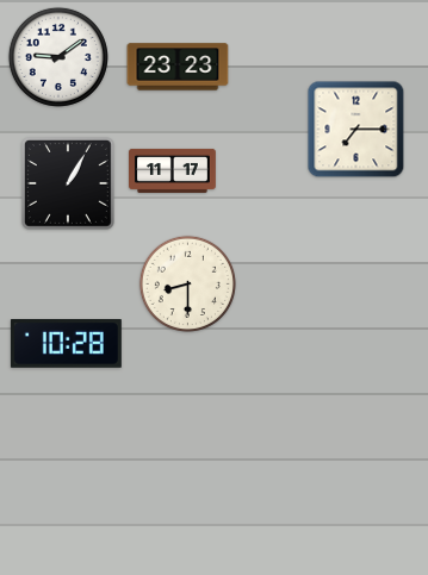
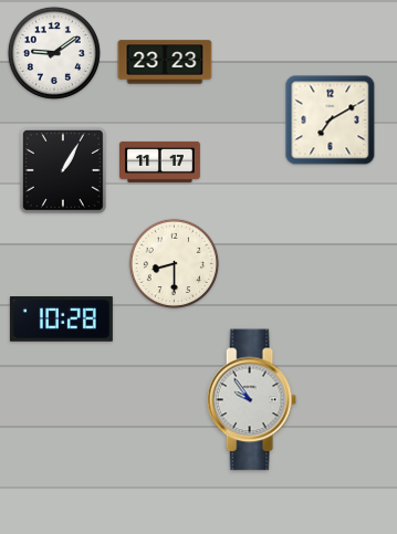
clock at (356, 130): 7:15 -> 7:10
clock at (173, 170) position: (173, 170) -> (160, 161)
clock at (251, 400): none -> 9:54
